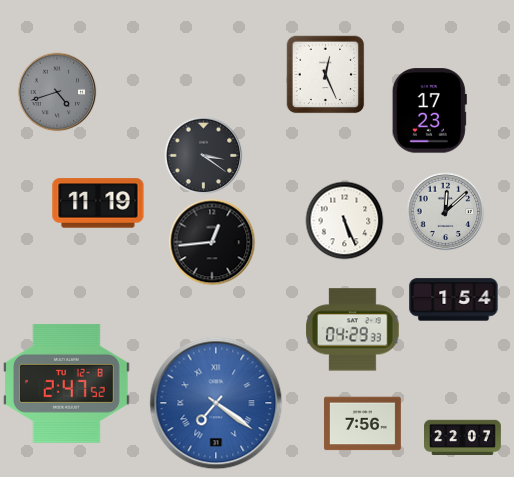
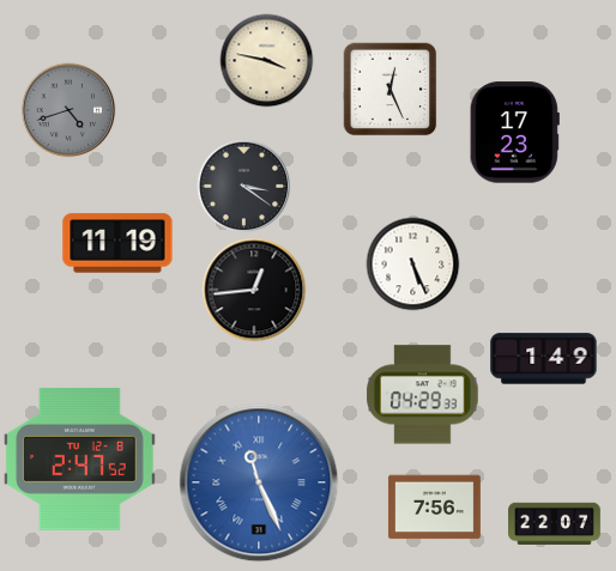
clock at (266, 60): none -> 3:47
clock at (445, 211): 12:08 -> none
clock at (454, 300): 1:54 -> 1:49
clock at (216, 403): 7:21 -> 11:26
